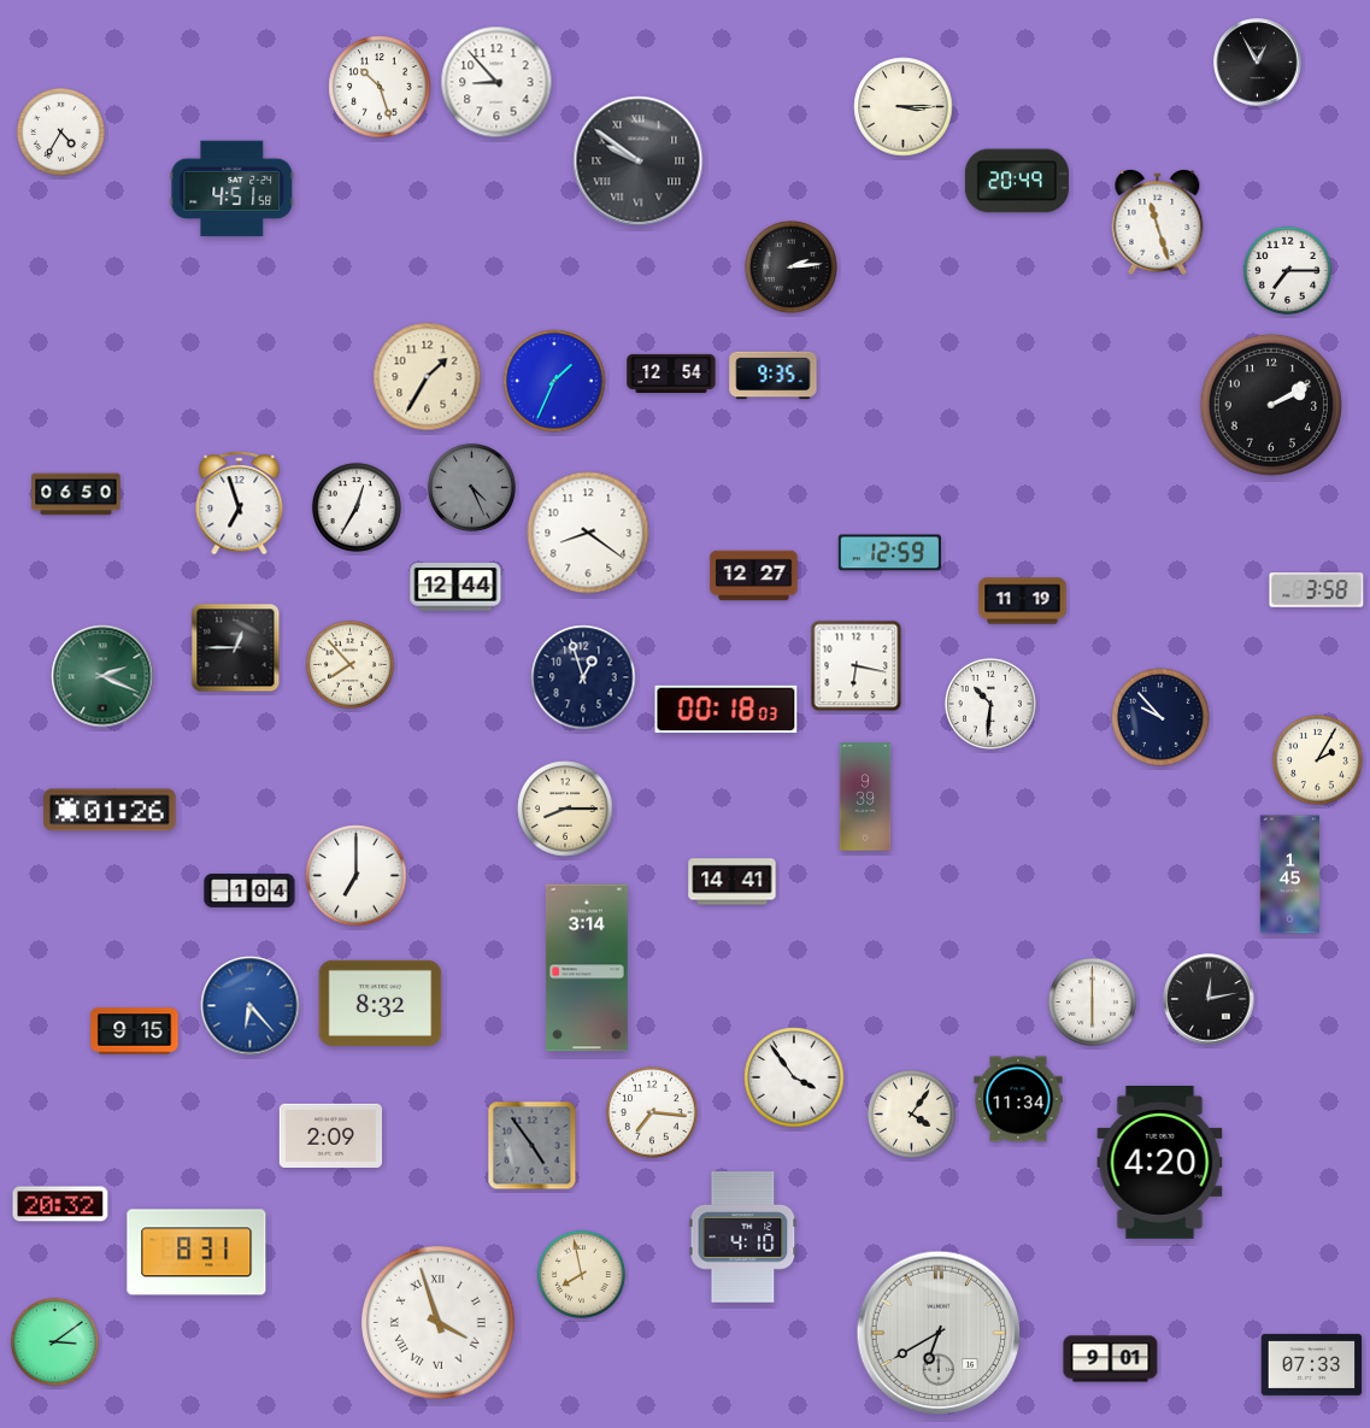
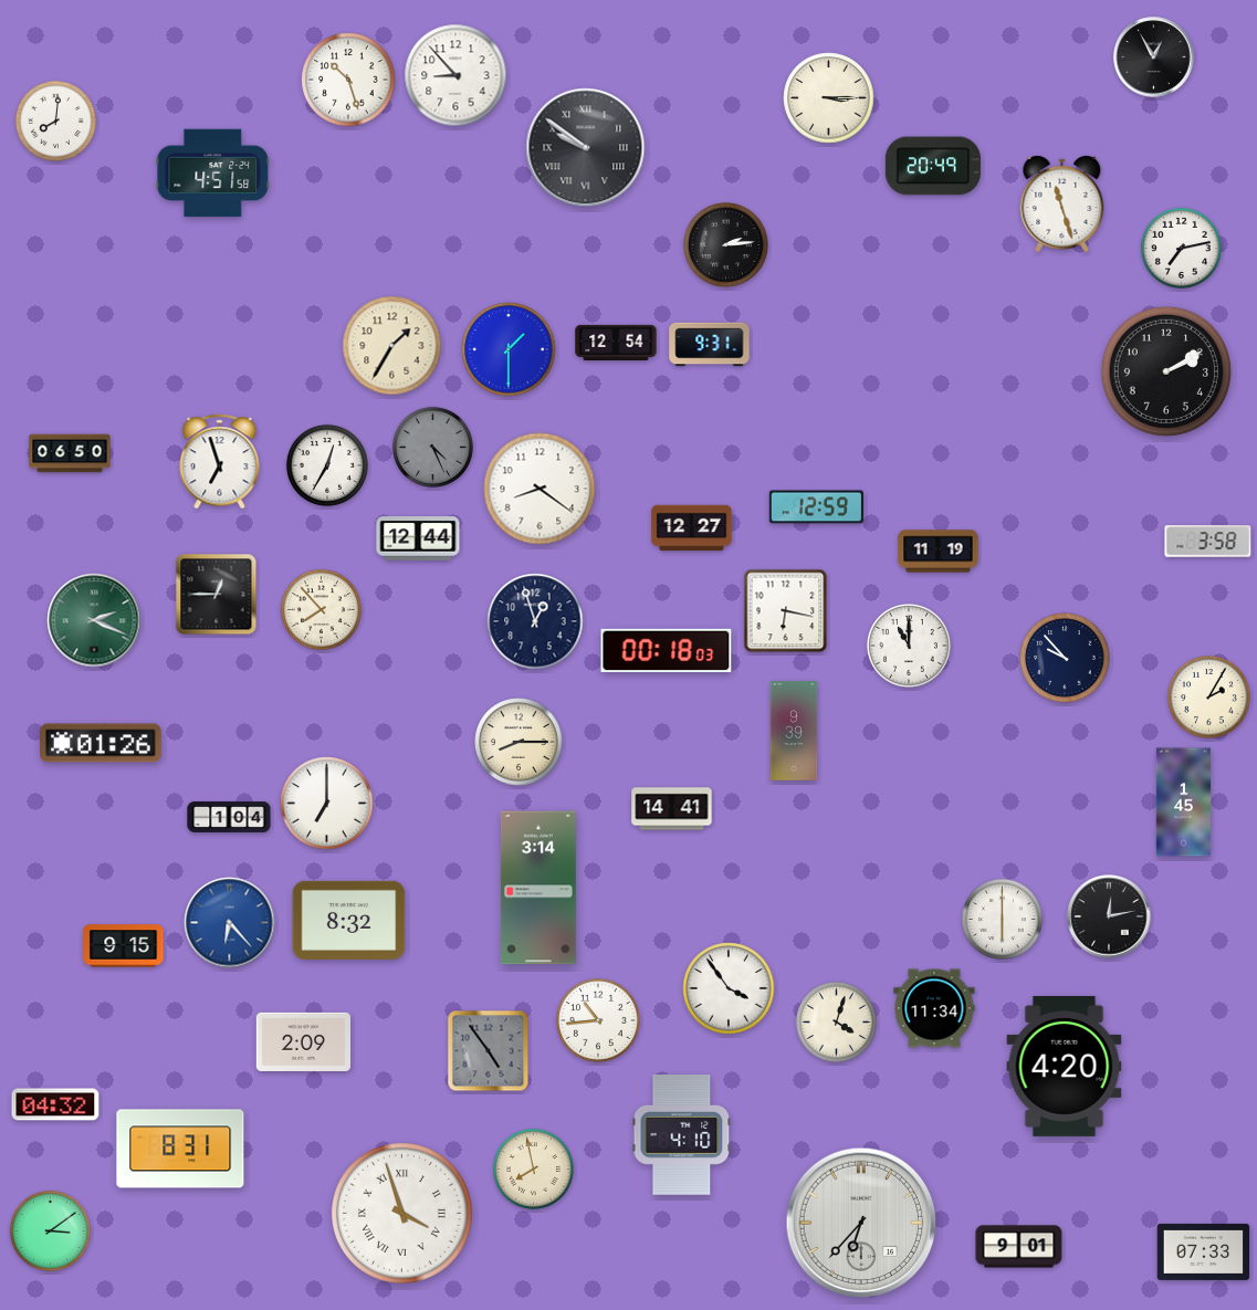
clock at (60, 131): 4:35 -> 8:01
clock at (1287, 270): 7:15 -> 7:13
clock at (774, 376): 9:35 -> 9:31
clock at (554, 381): 1:34 -> 1:30
clock at (990, 704): 10:31 -> 11:00
clock at (652, 1112): 7:16 -> 10:44
clock at (911, 1113): 4:06 -> 4:03
clock at (60, 1204): 20:32 -> 04:32
clock at (939, 1333): 6:40 -> 6:37
